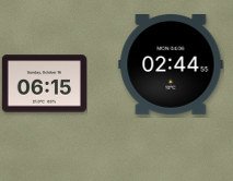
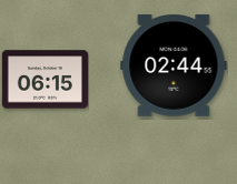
clock at (44, 84) position: (44, 84) -> (45, 80)
